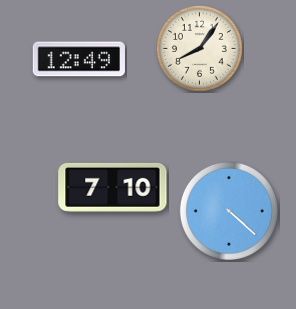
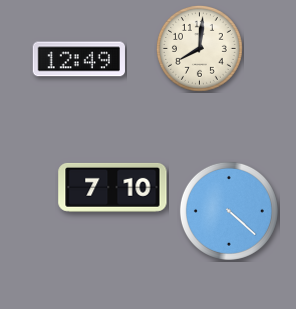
clock at (199, 48): 8:06 -> 8:01
